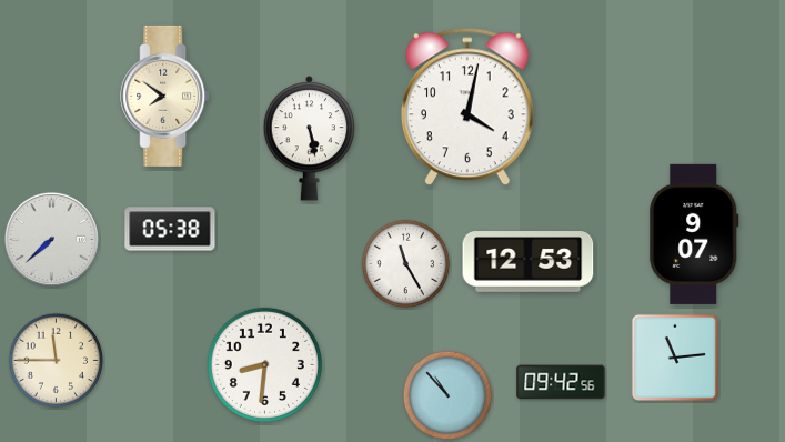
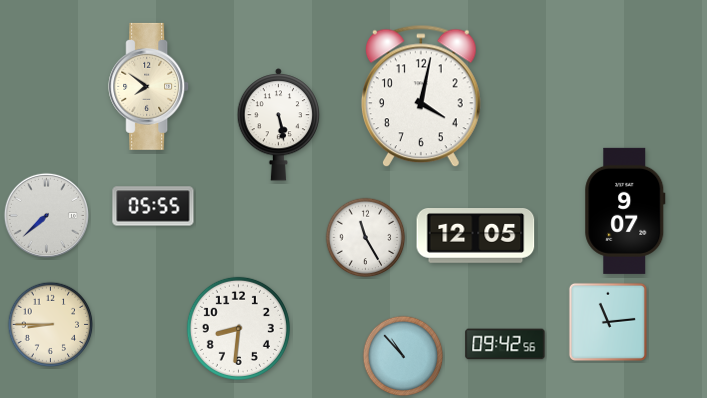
clock at (170, 229): 05:38 -> 05:55
clock at (529, 262): 12:53 -> 12:05
clock at (57, 361): 11:45 -> 8:45
